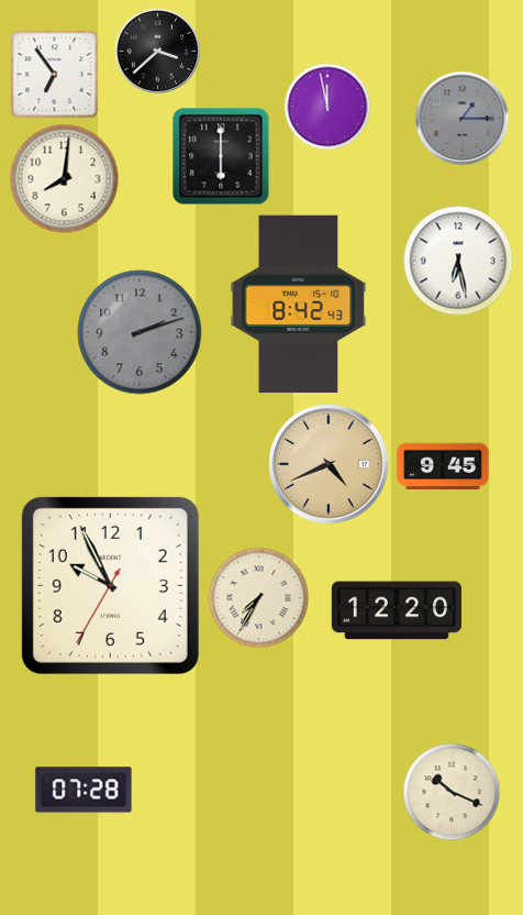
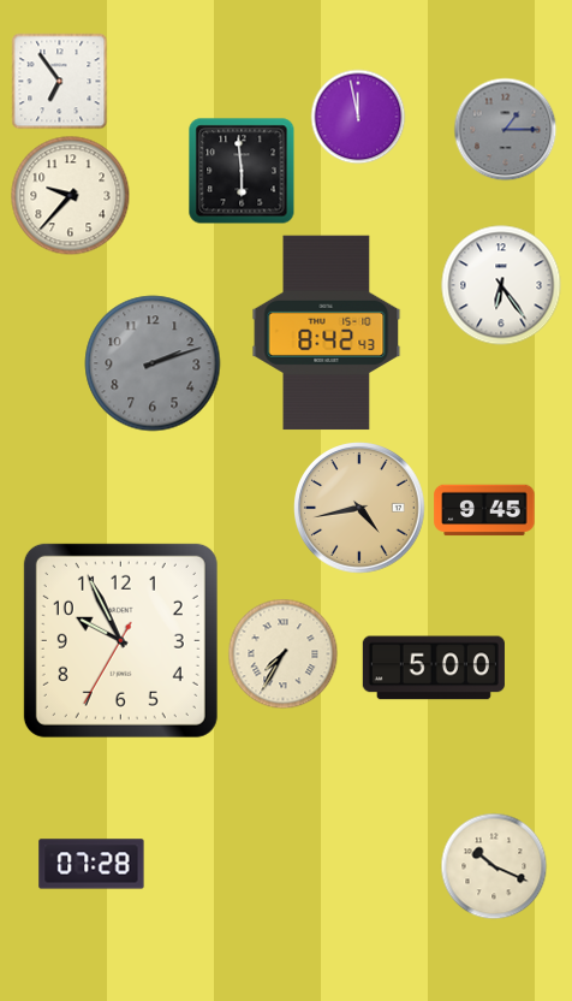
clock at (157, 51): 3:38 -> none
clock at (221, 156): 6:00 -> 5:59
clock at (65, 179): 8:01 -> 9:37
clock at (458, 261): 6:28 -> 6:24
clock at (329, 464): 4:41 -> 4:43
clock at (397, 610): 12:20 -> 5:00
